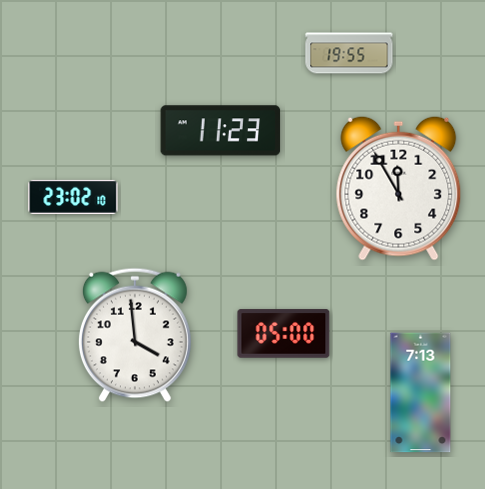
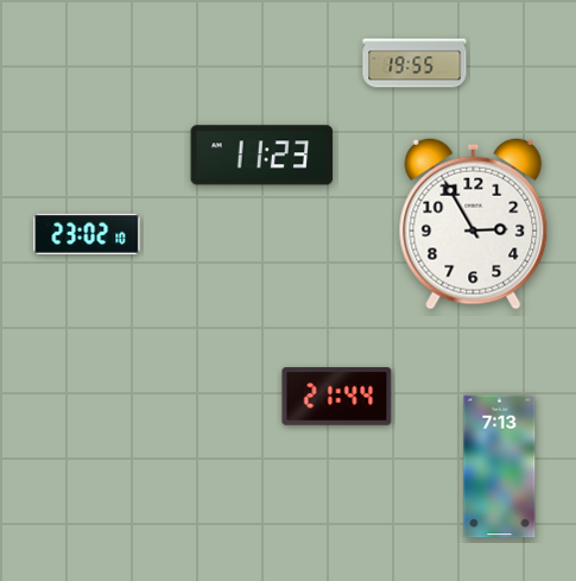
clock at (399, 188): 11:55 -> 2:55
clock at (284, 334): 05:00 -> 21:44
clock at (135, 335): 3:59 -> none
